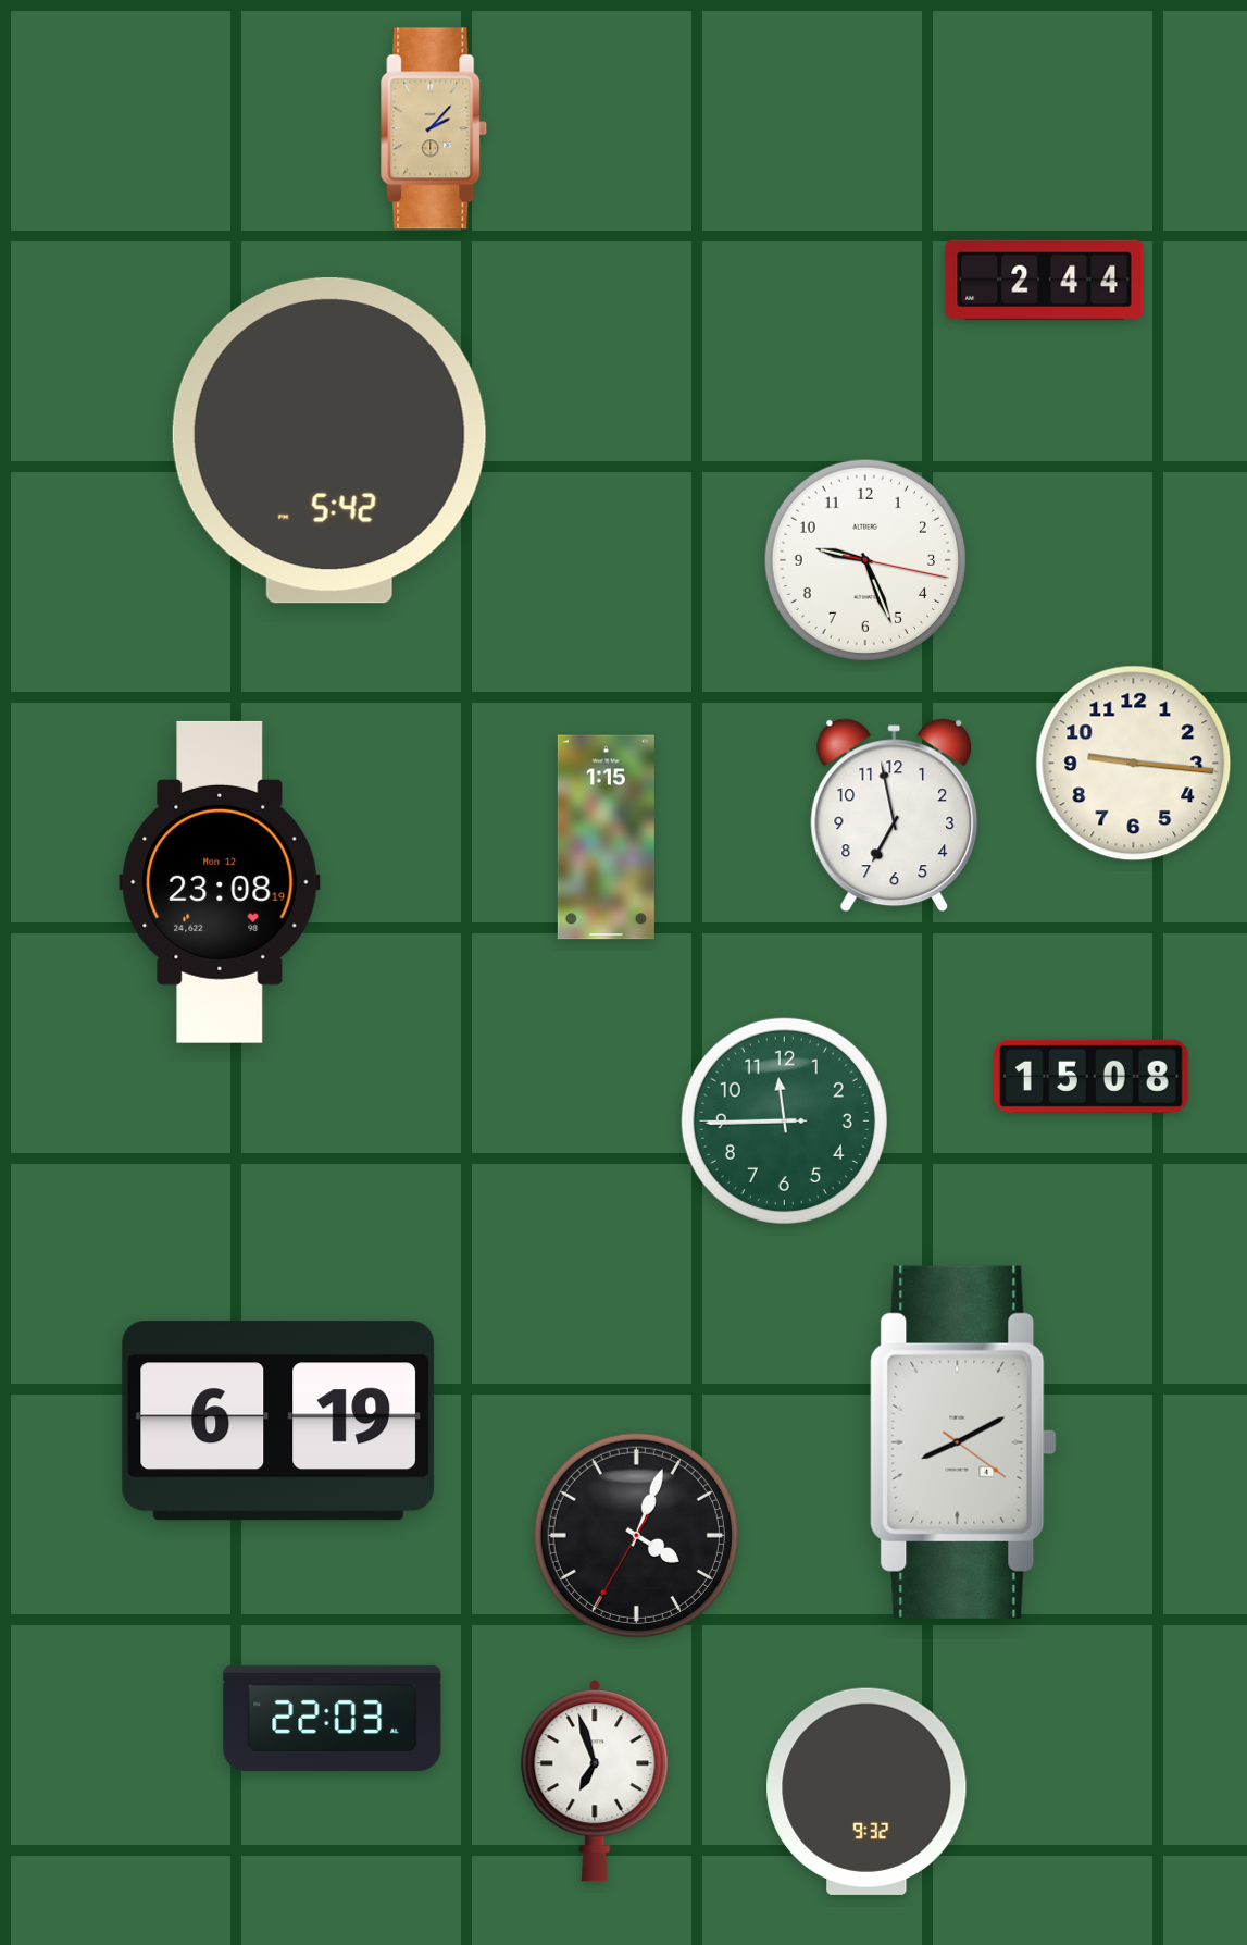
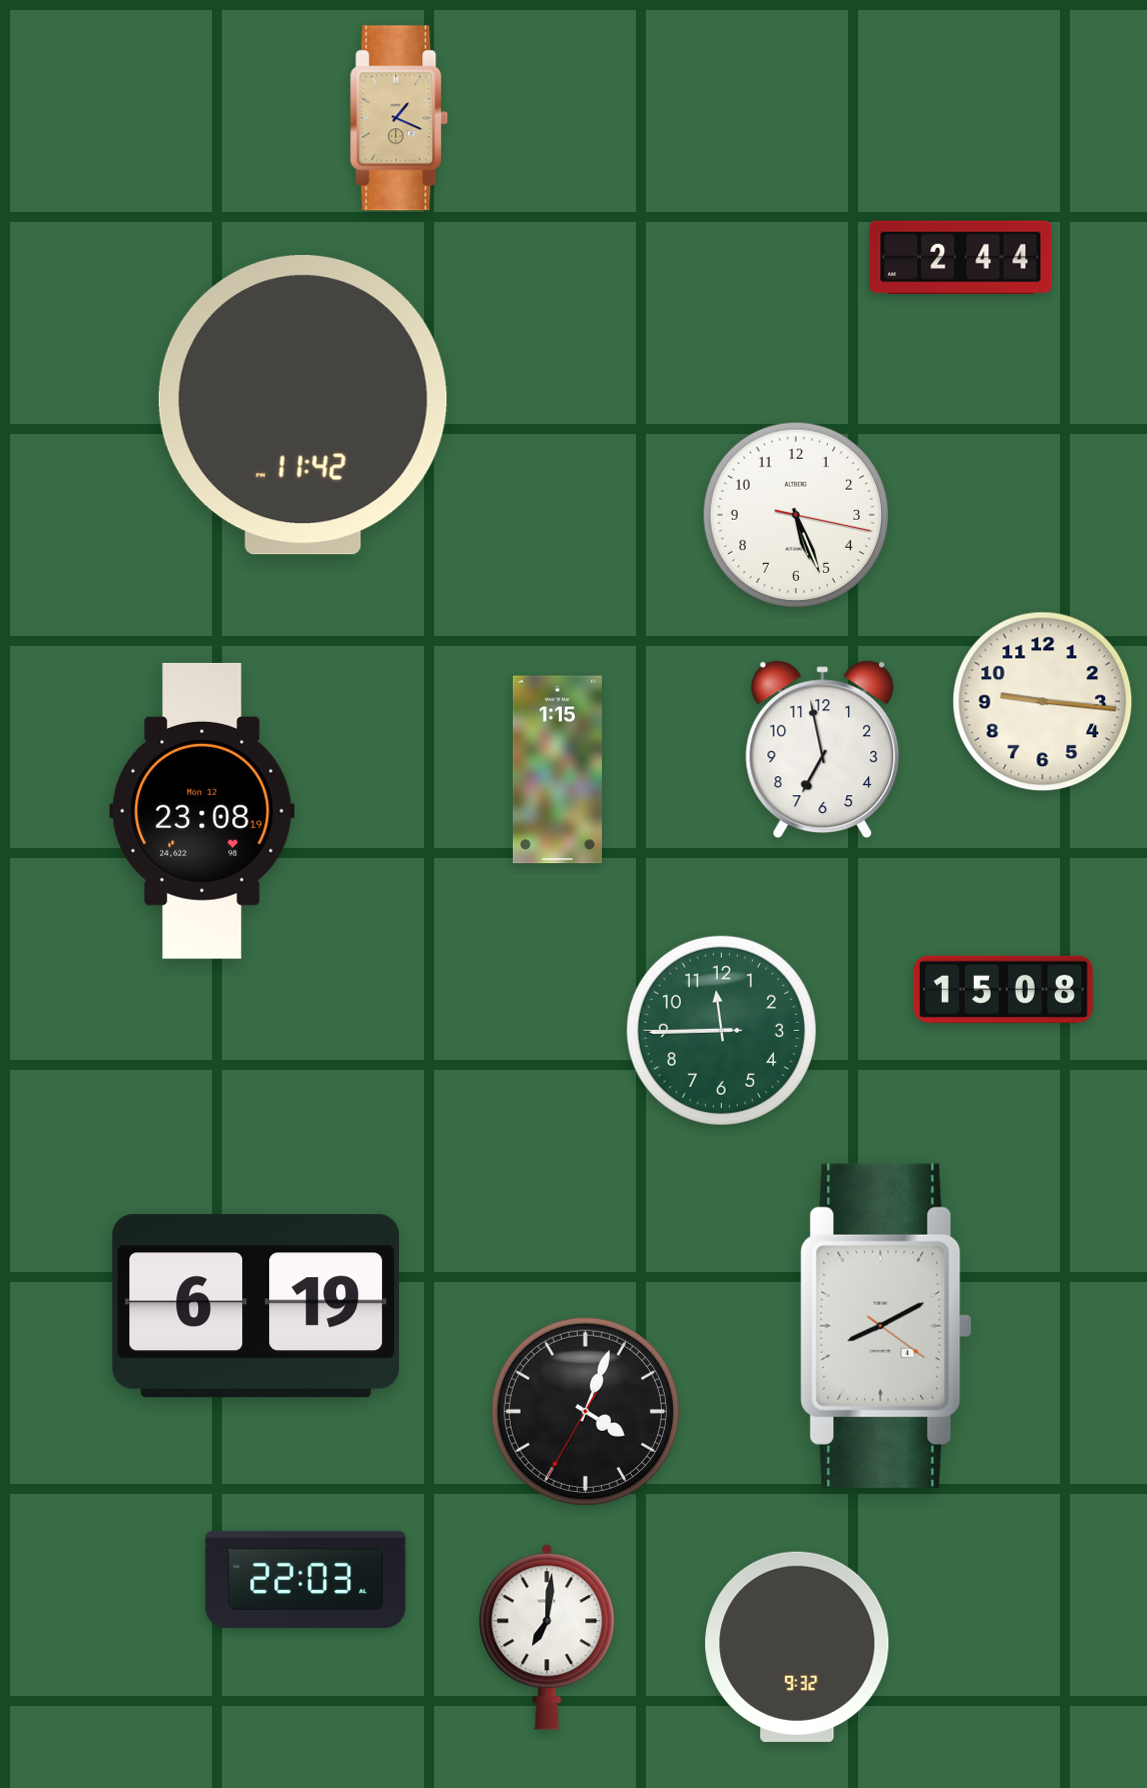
clock at (434, 128): 2:07 -> 1:19
clock at (329, 441): 5:42 -> 11:42
clock at (864, 559): 9:26 -> 5:26
clock at (595, 1781): 6:57 -> 7:01
